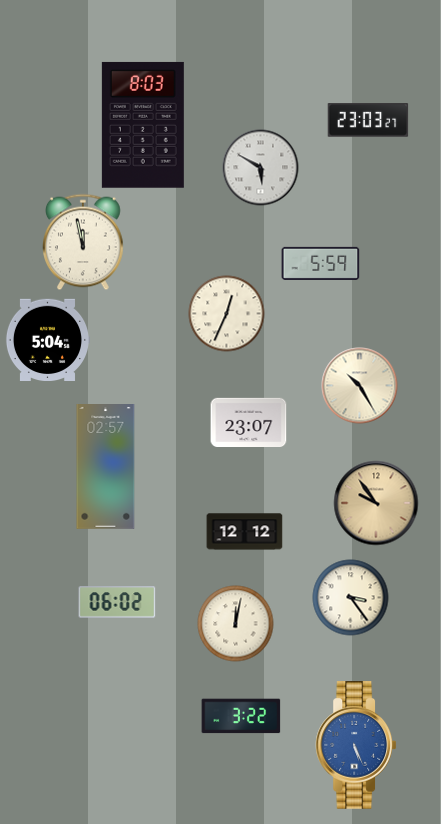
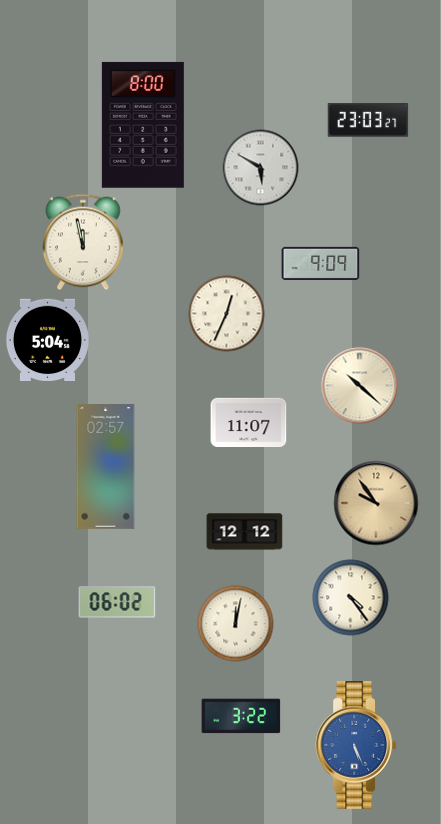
clock at (143, 125): 8:03 -> 8:00
clock at (321, 263): 5:59 -> 9:09
clock at (360, 386): 10:25 -> 10:22
clock at (249, 422): 23:07 -> 11:07
clock at (351, 598): 3:24 -> 4:24
